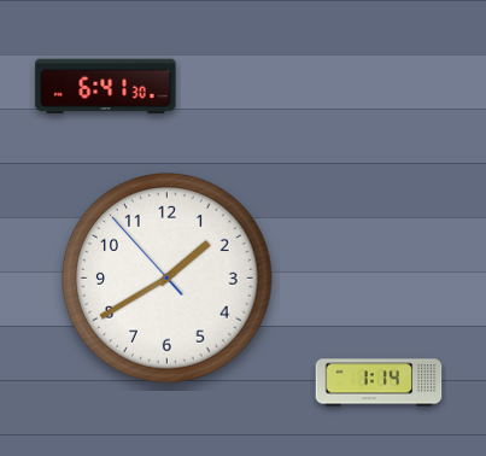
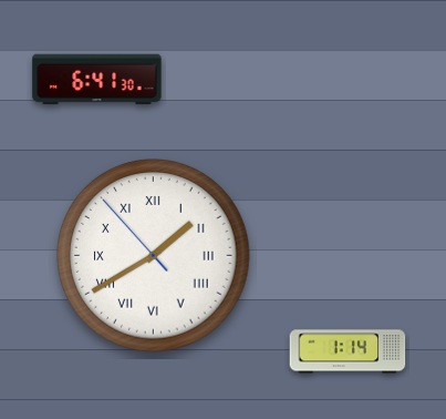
clock at (168, 279) numerals: Arabic -> Roman
